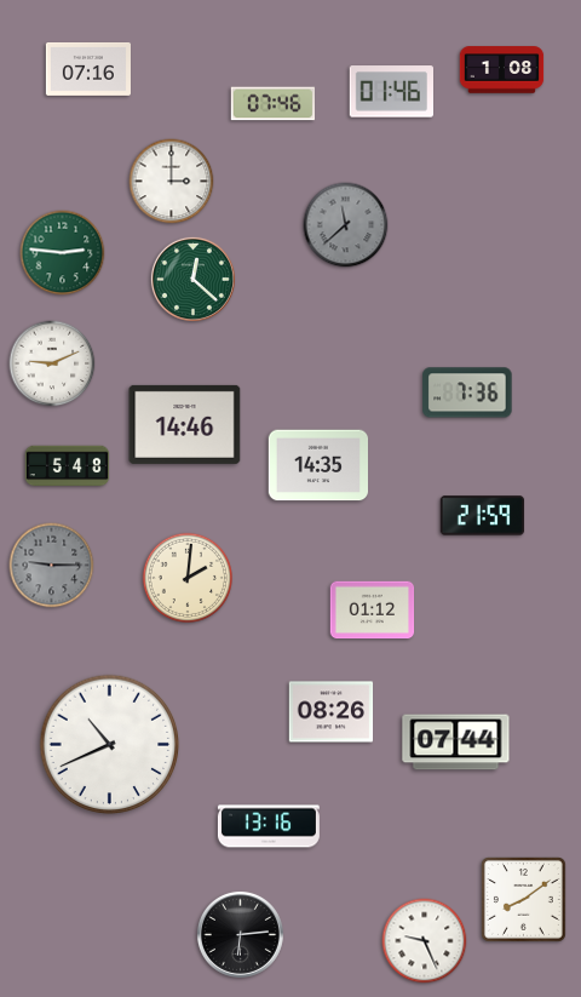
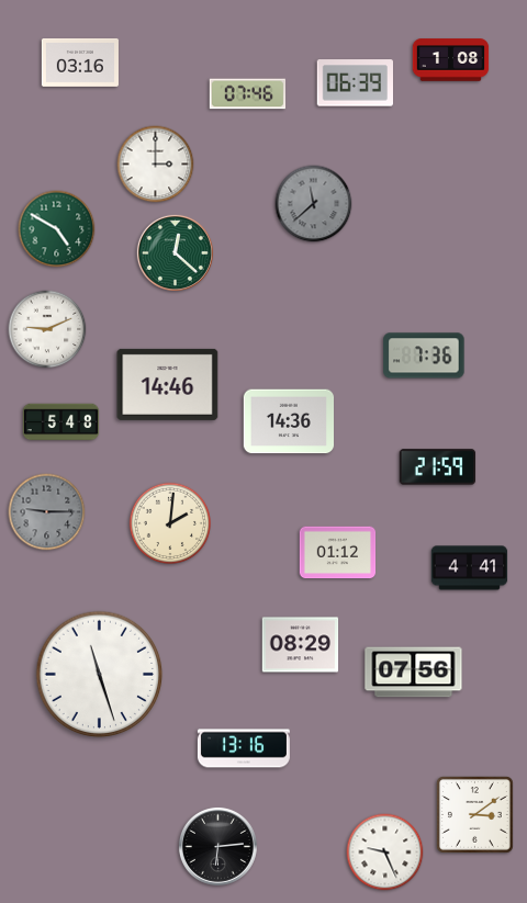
clock at (88, 69): 07:16 -> 03:16
clock at (502, 70) position: (502, 70) -> (451, 60)
clock at (391, 92): 01:46 -> 06:39
clock at (63, 253): 2:46 -> 4:50
clock at (318, 465): 14:35 -> 14:36
clock at (470, 568): none -> 4:41
clock at (332, 712): 08:26 -> 08:29
clock at (456, 743): 07:44 -> 07:56
clock at (110, 745): 10:41 -> 11:27
clock at (524, 900): 8:09 -> 3:09
